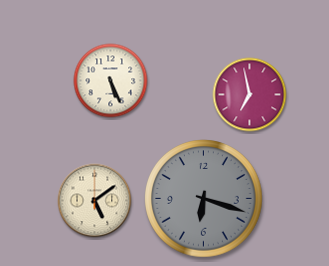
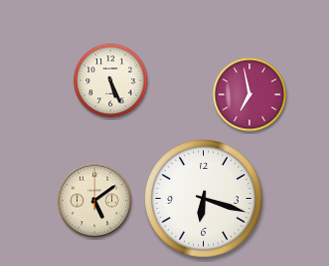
clock at (204, 199) dial: grey -> white
